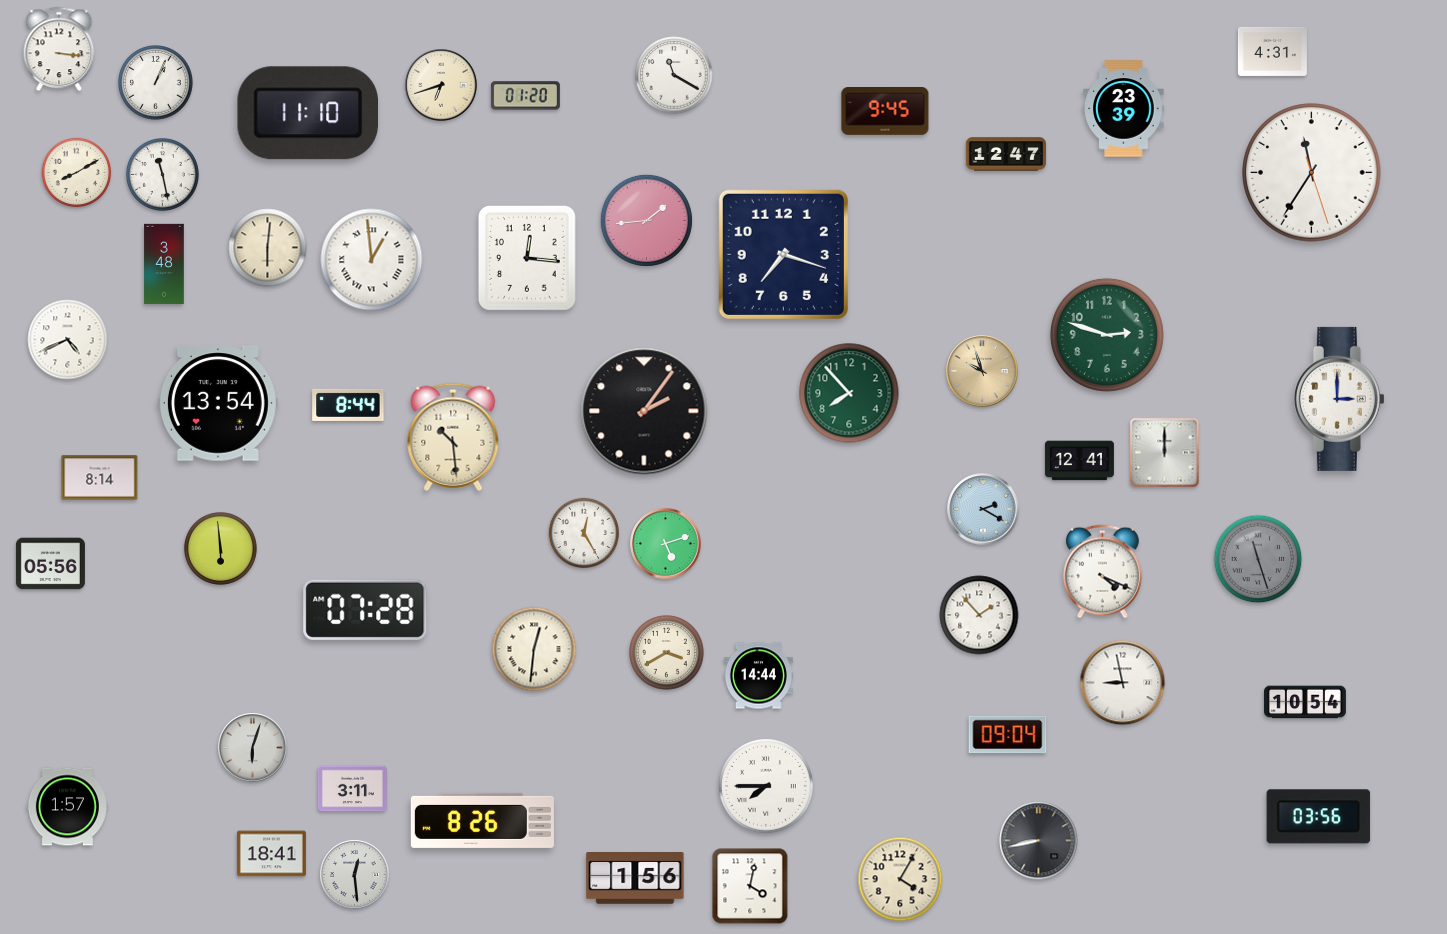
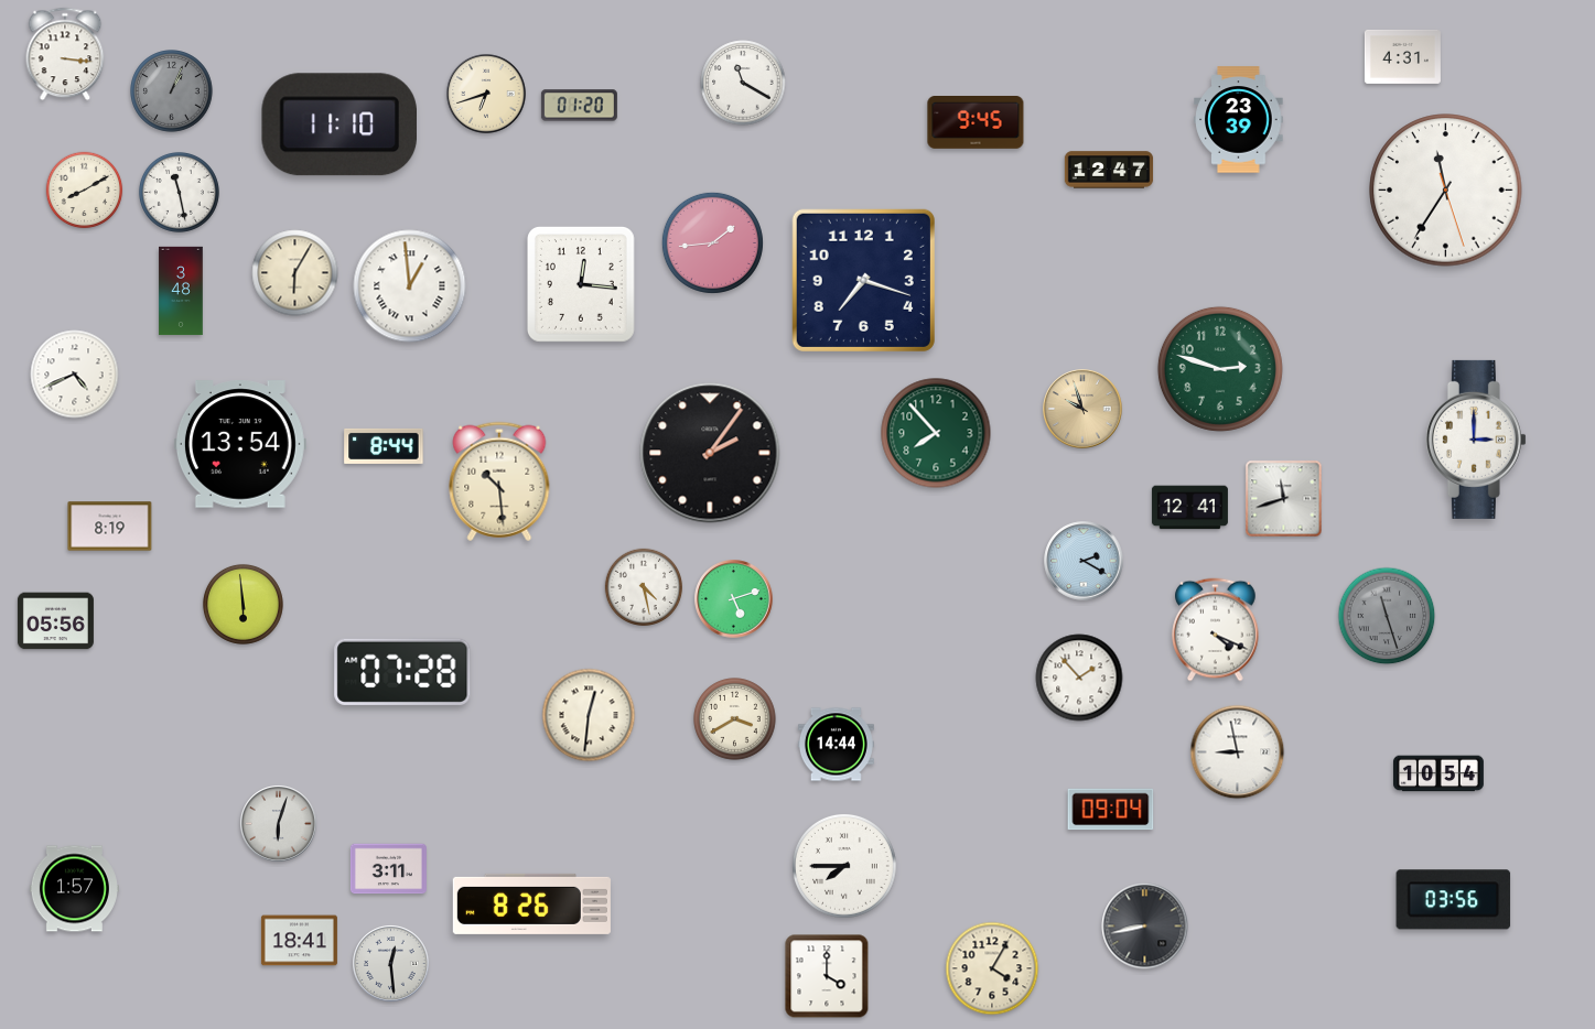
clock at (156, 83) dial: white -> grey
clock at (268, 248): 6:01 -> 6:05
clock at (1165, 453): 12:00 -> 11:42
clock at (100, 478): 8:14 -> 8:19
clock at (584, 533): 12:25 -> 4:28
clock at (635, 879): 1:56 -> none
clock at (750, 886): 4:02 -> 4:00
